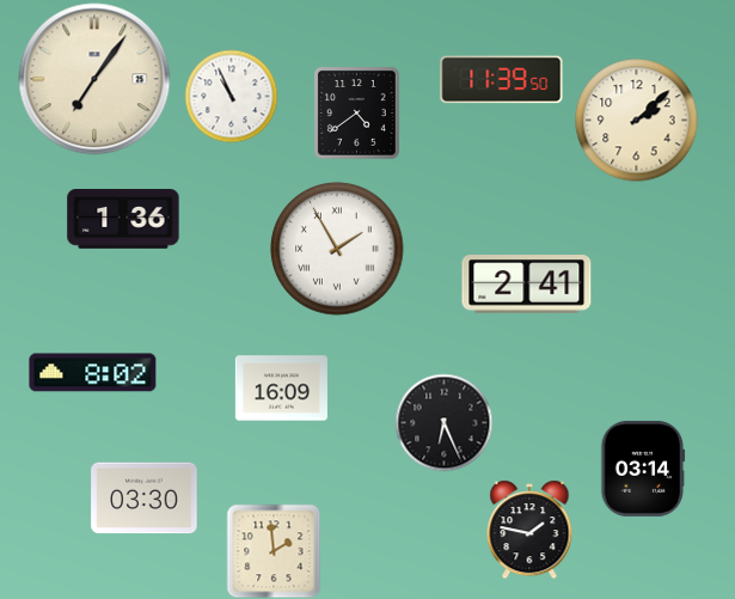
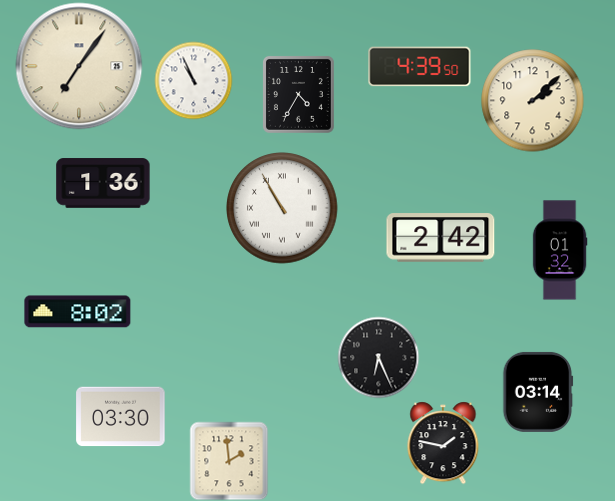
clock at (502, 80): 11:39 -> 4:39
clock at (356, 112): 4:39 -> 4:35
clock at (337, 249): 1:55 -> 10:55
clock at (527, 285): 2:41 -> 2:42
clock at (560, 250): none -> 01:32
clock at (281, 389): 16:09 -> none
clock at (443, 422) position: (443, 422) -> (378, 357)
